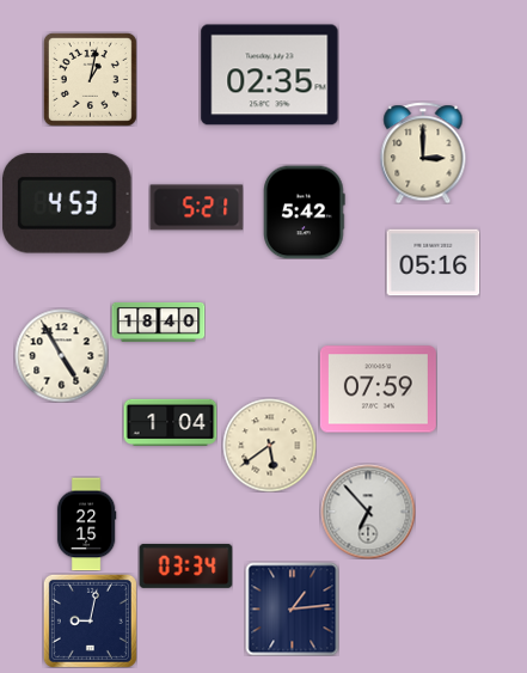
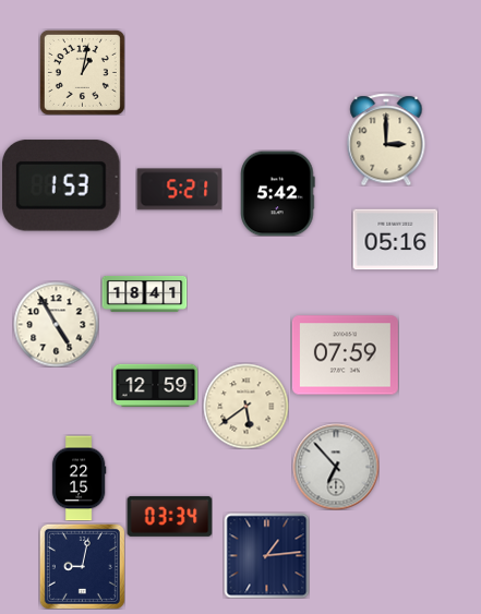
clock at (270, 75): 02:35 -> none
clock at (68, 203): 4:53 -> 1:53
clock at (158, 323): 18:40 -> 18:41
clock at (170, 422): 1:04 -> 12:59
